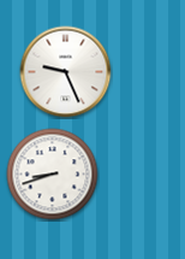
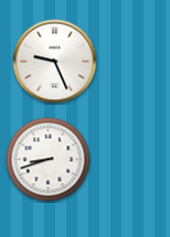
clock at (66, 72) position: (66, 72) -> (55, 62)
